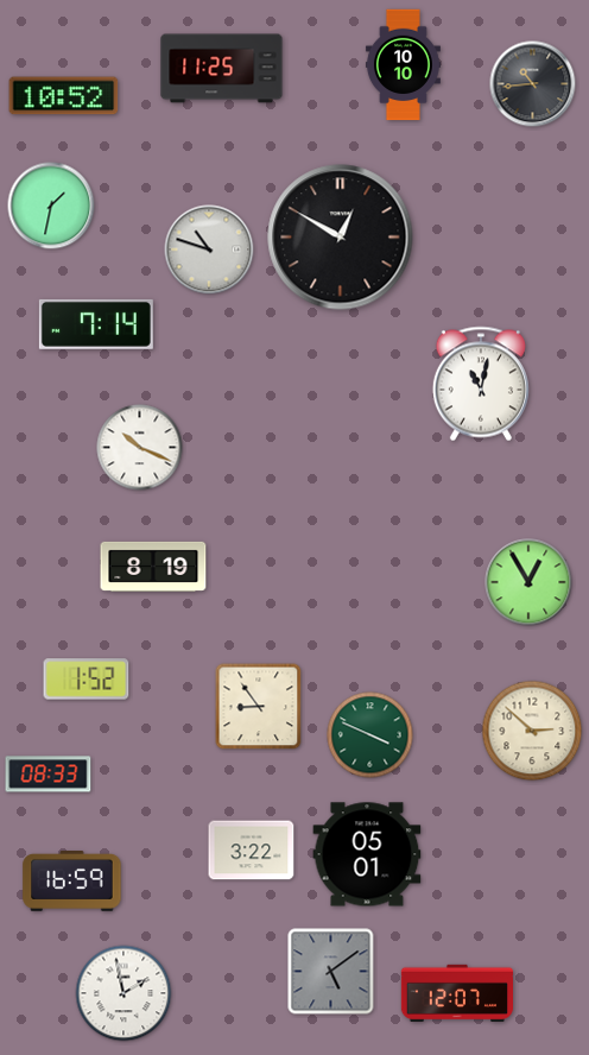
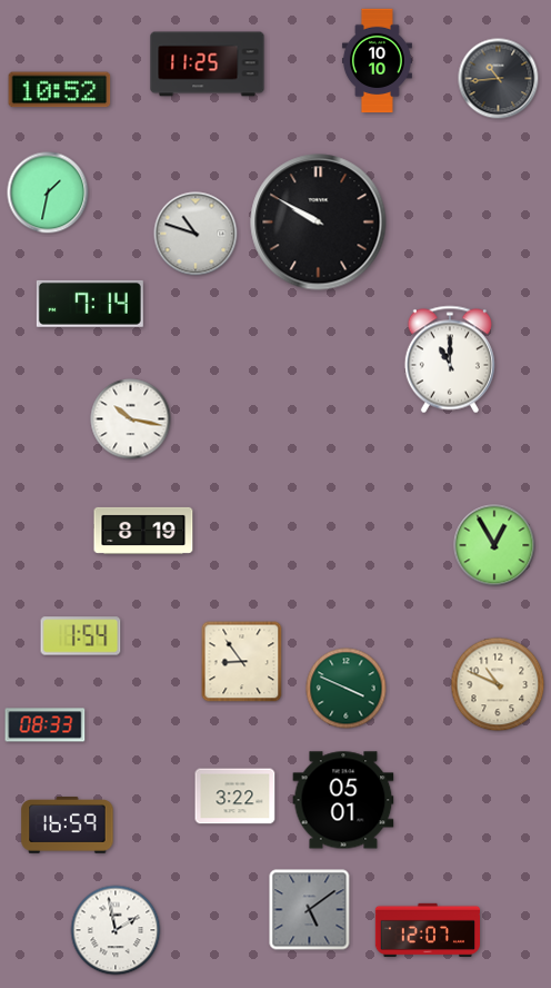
clock at (341, 238): 12:50 -> 9:50
clock at (481, 384): 11:02 -> 11:00
clock at (140, 448): 10:19 -> 10:17
clock at (87, 680): 1:52 -> 1:54
clock at (532, 731): 2:52 -> 10:49
